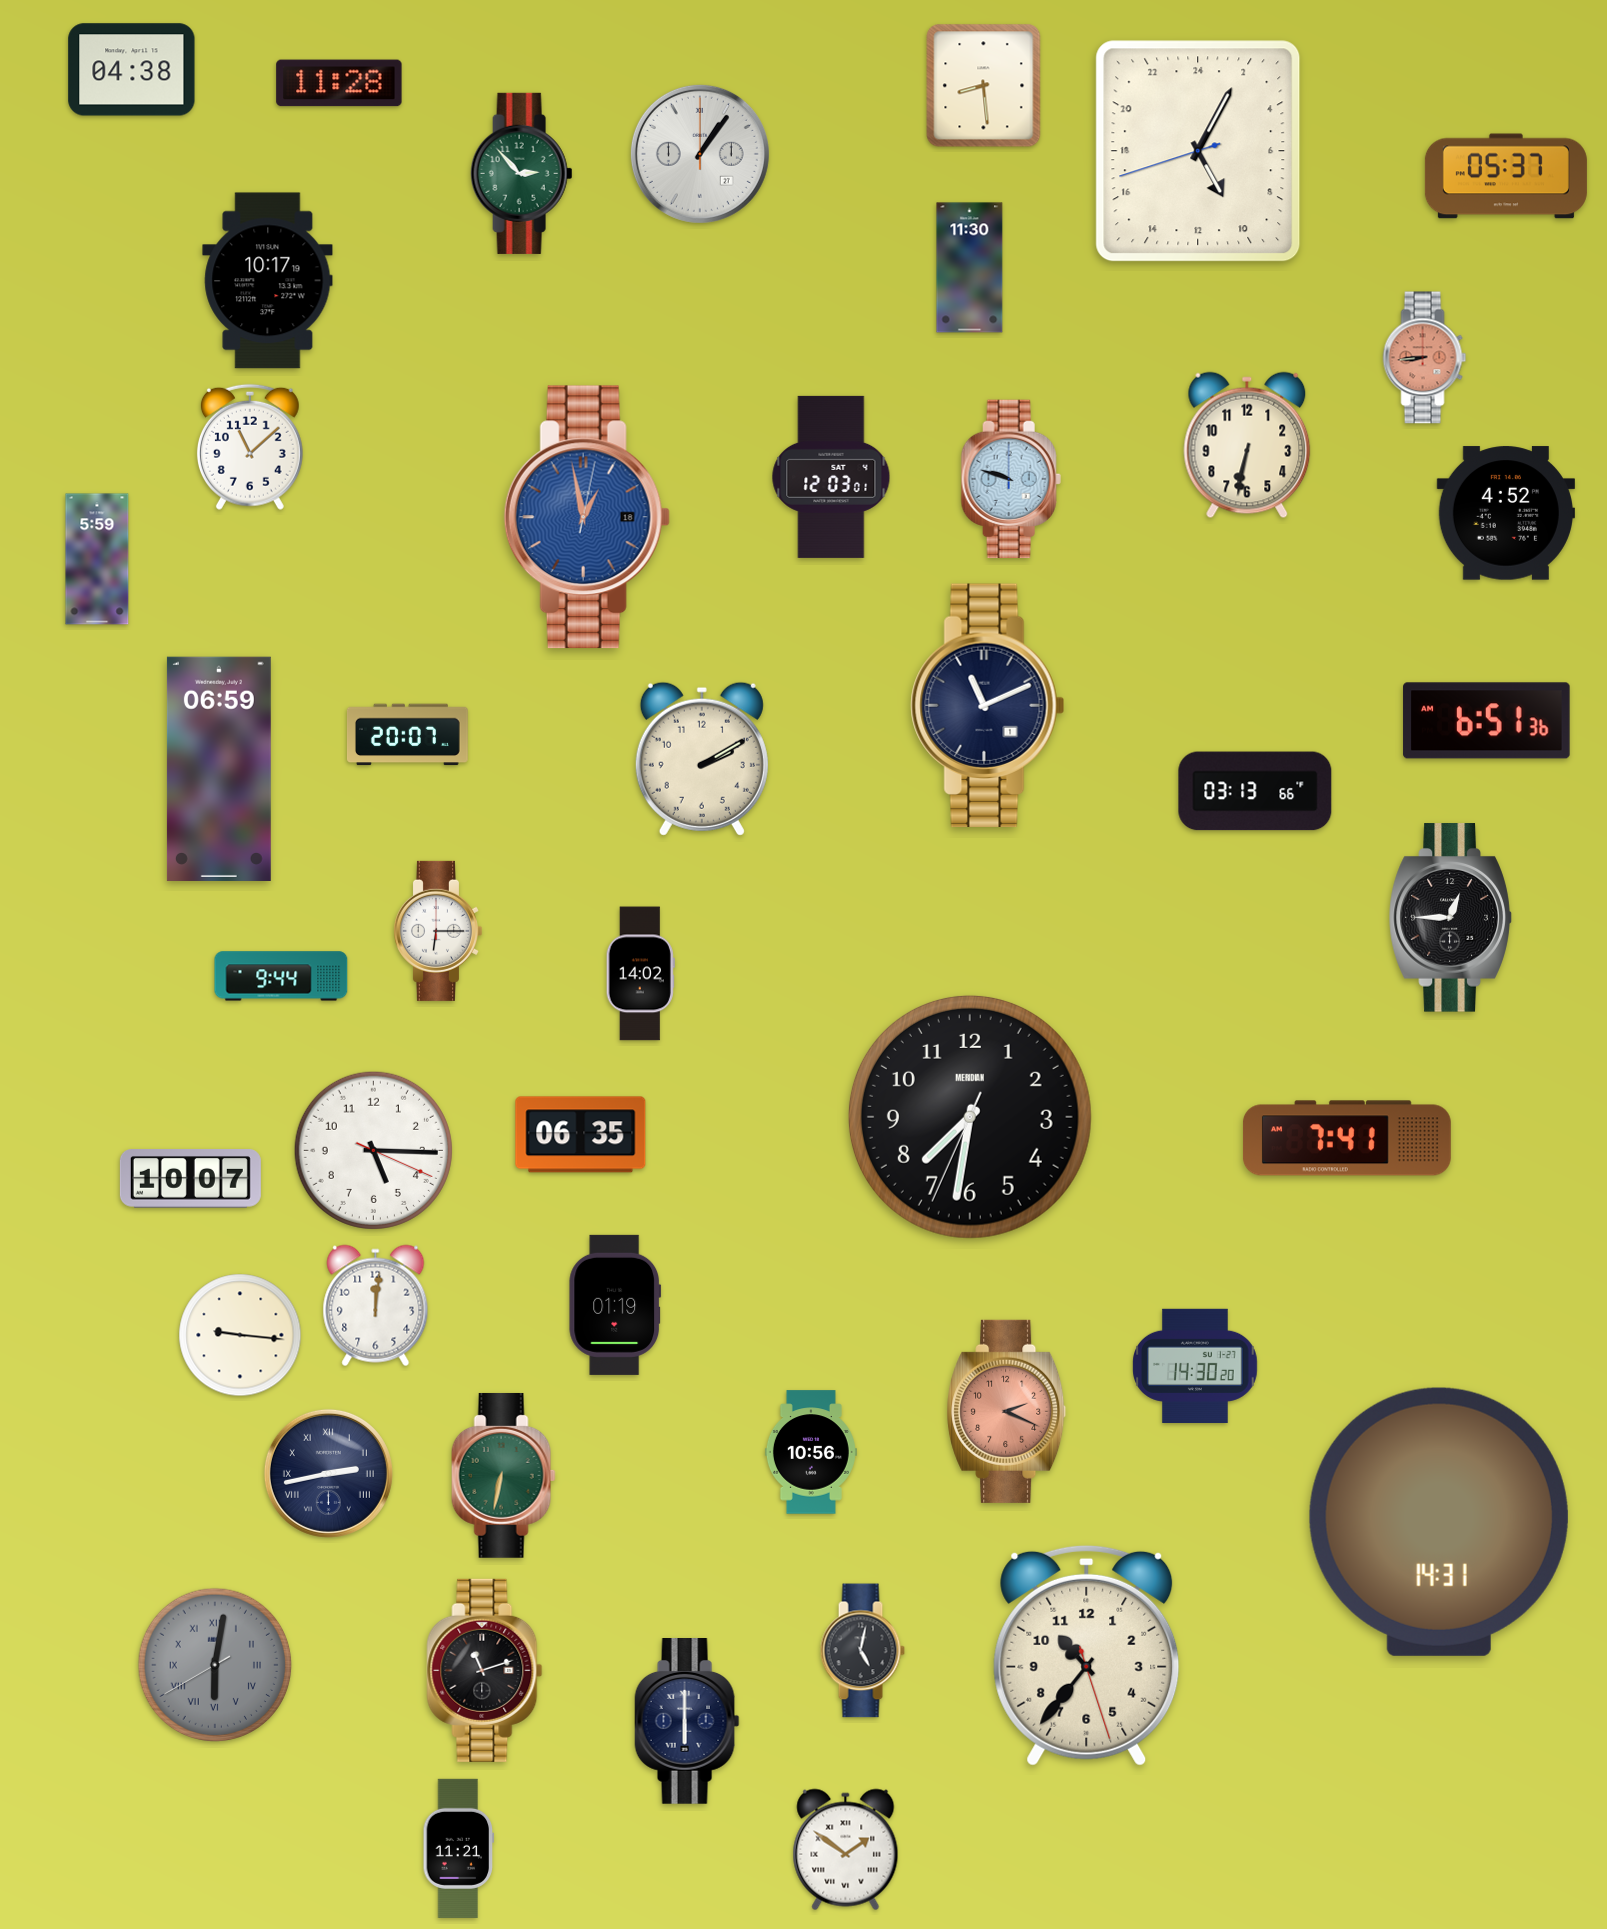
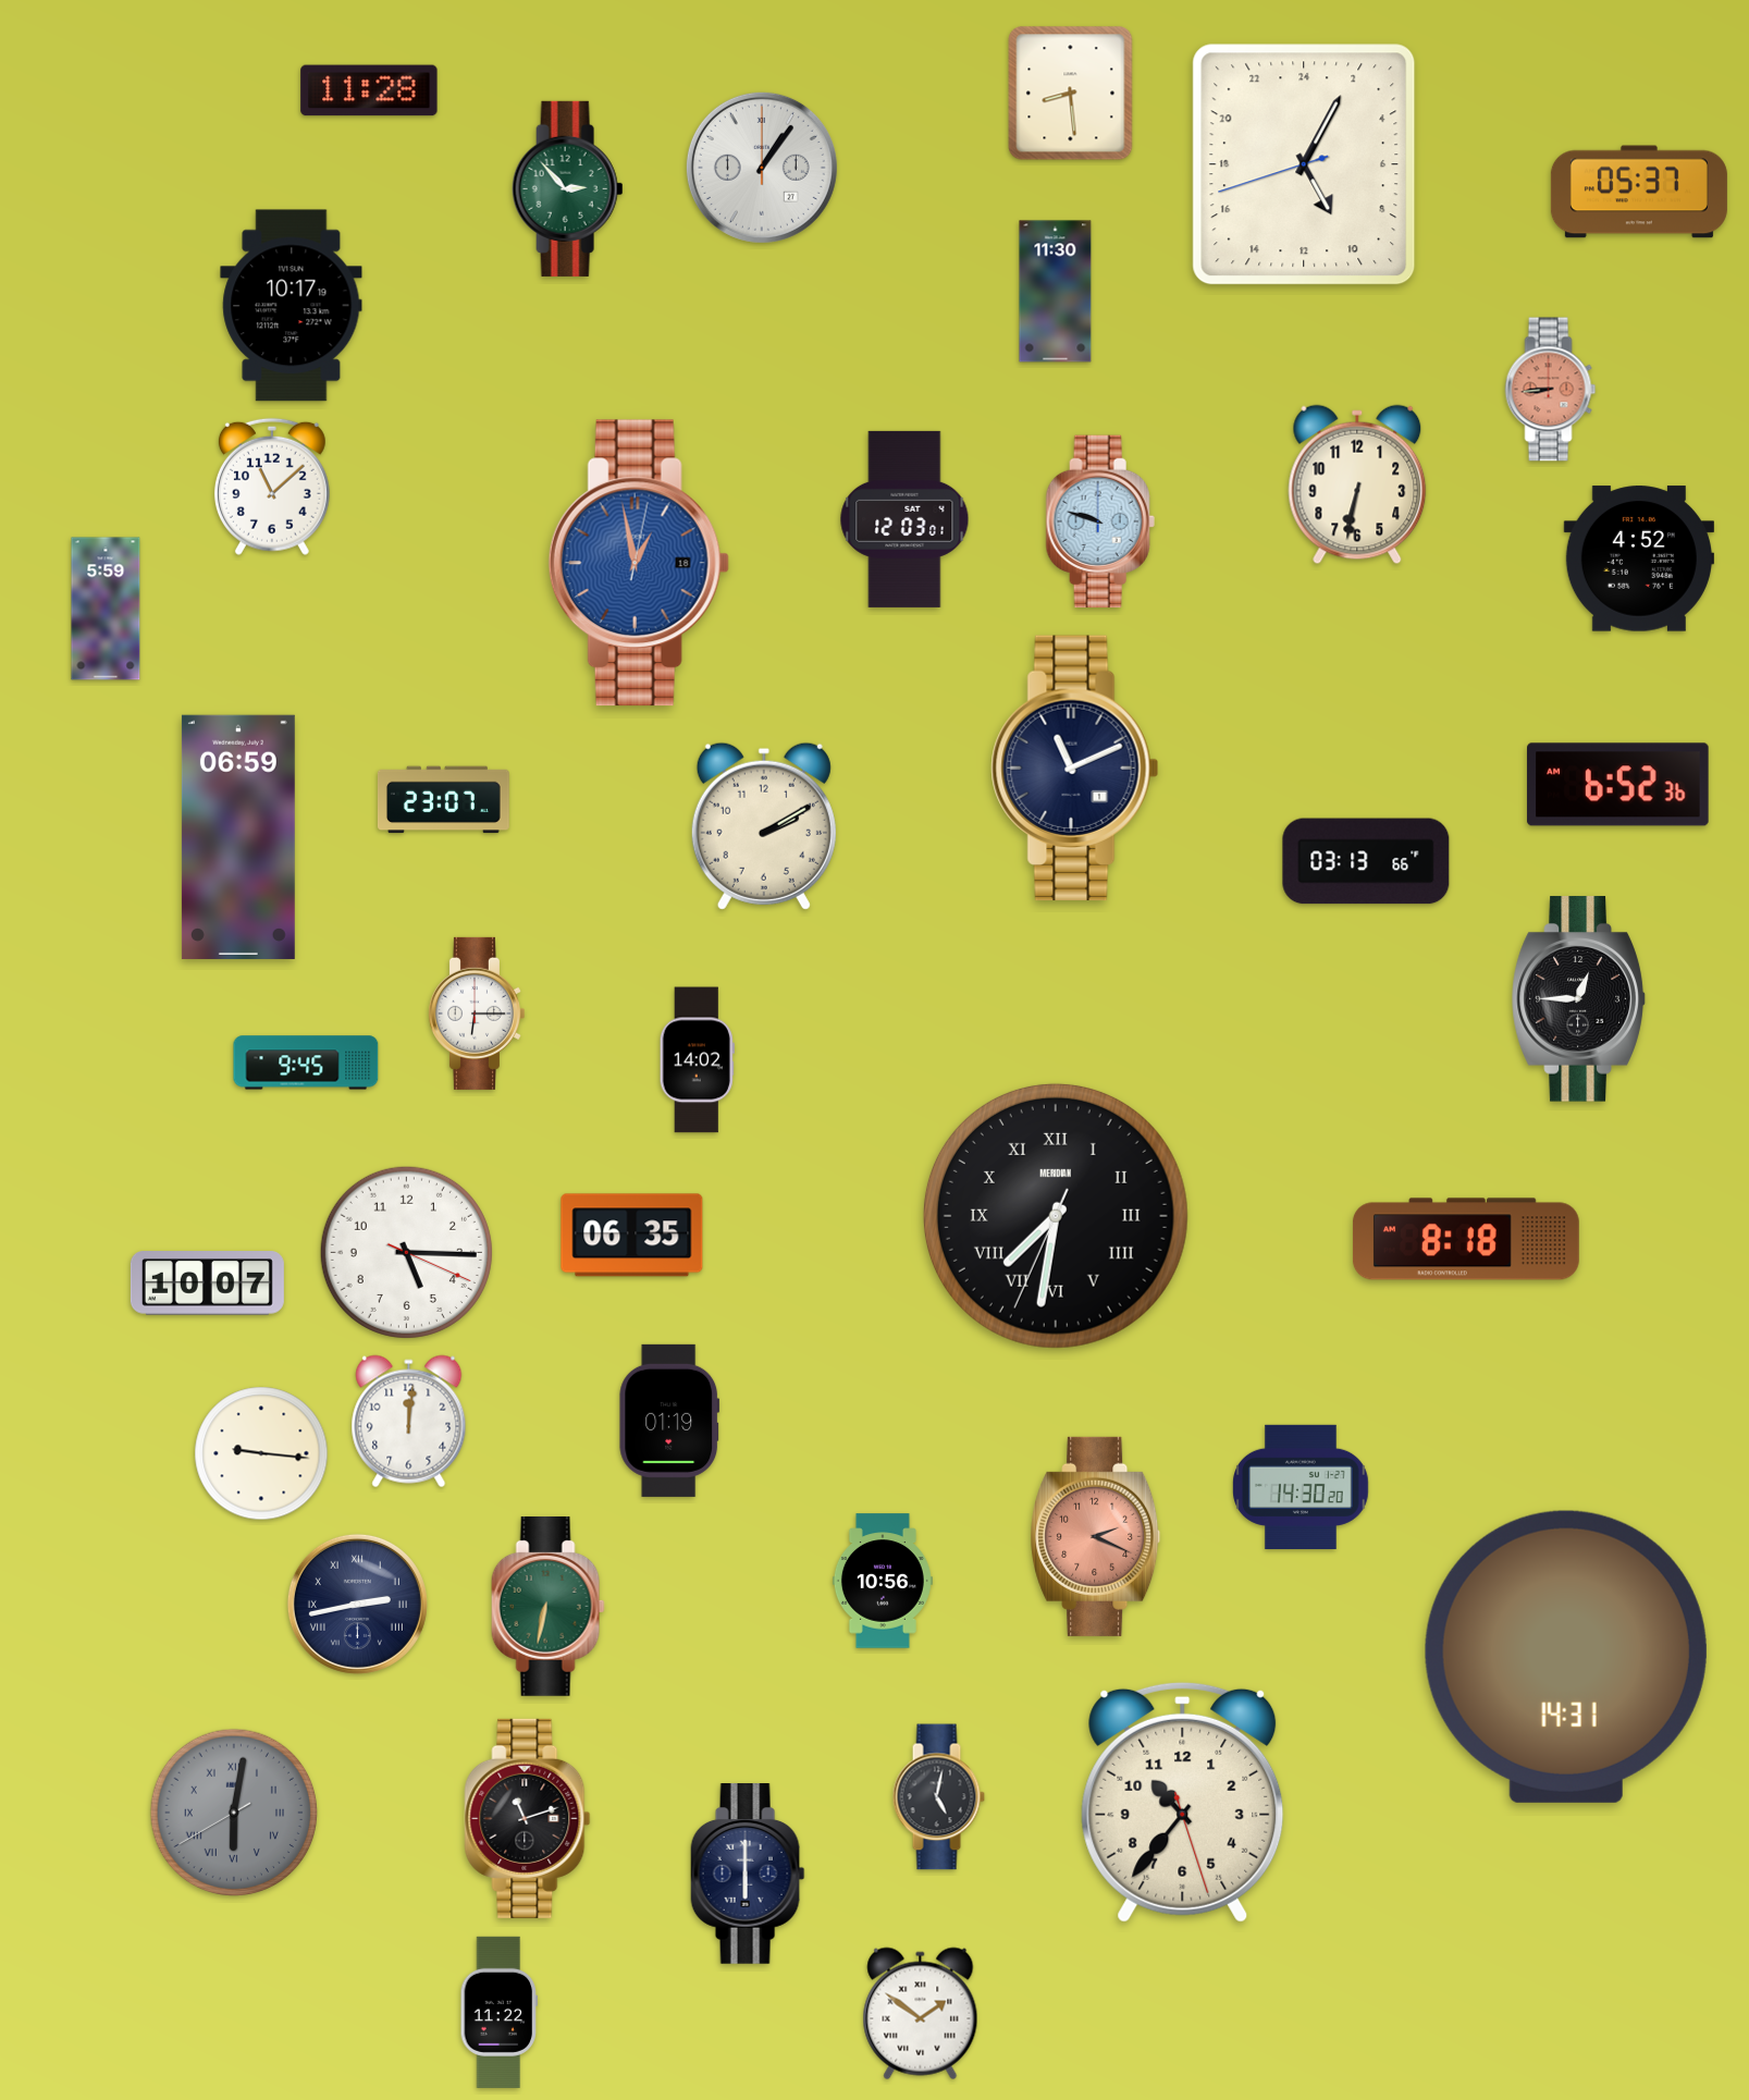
clock at (132, 70): 04:38 -> none
clock at (1487, 721): 6:51 -> 6:52
clock at (407, 735): 20:07 -> 23:07
clock at (281, 976): 9:44 -> 9:45
clock at (970, 1117) numerals: Arabic -> Roman
clock at (1347, 1138): 7:41 -> 8:18
clock at (459, 1848): 11:21 -> 11:22
